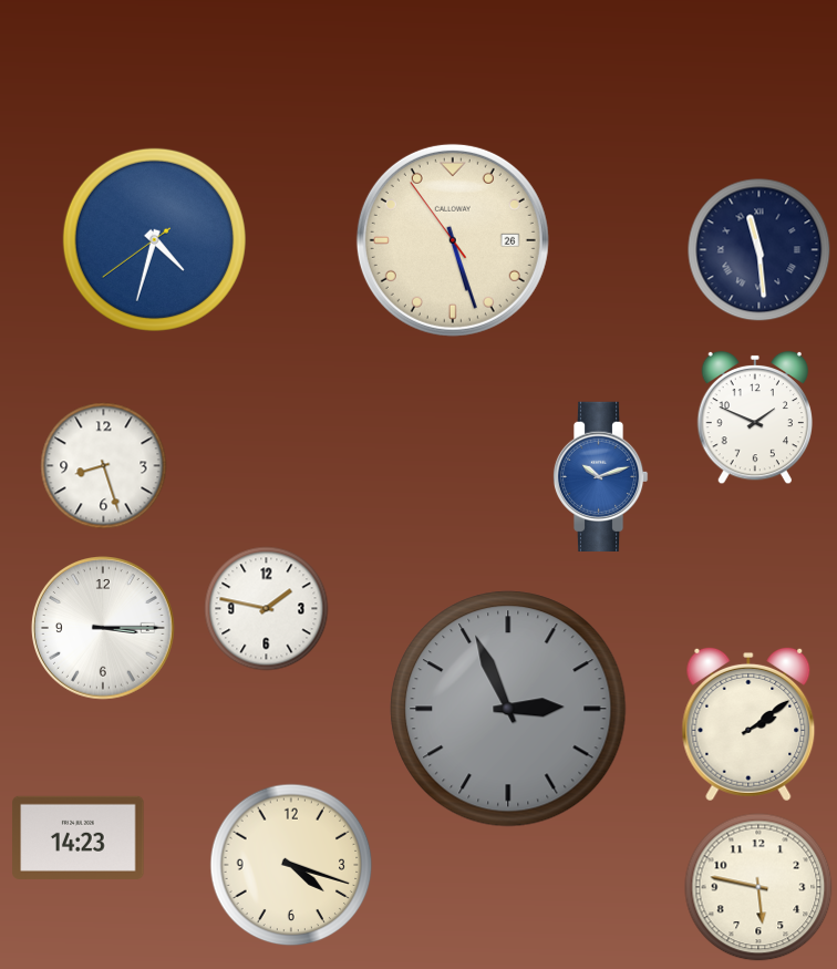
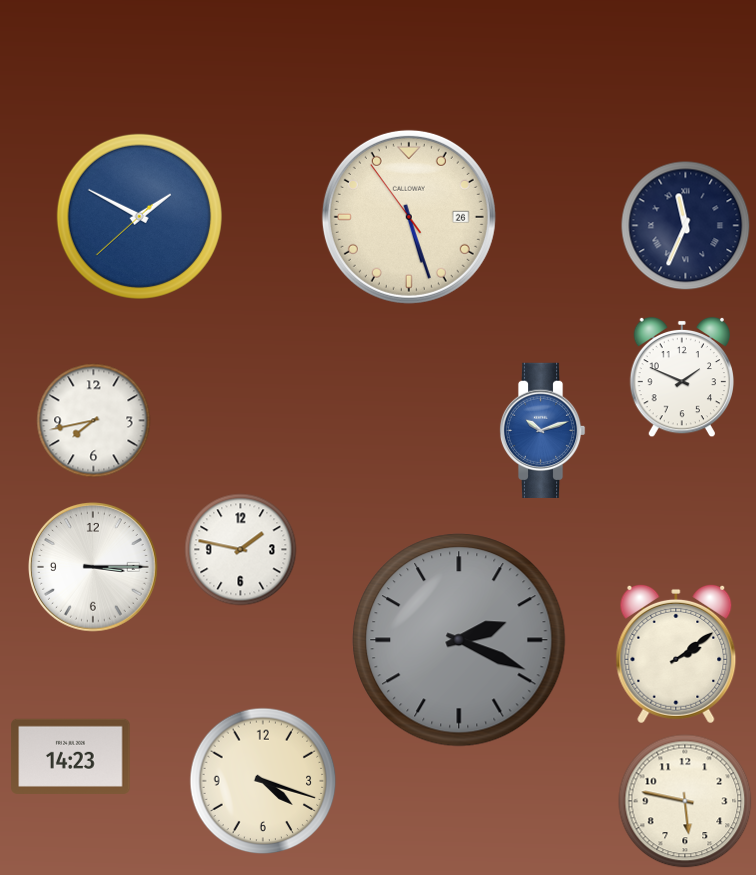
clock at (154, 239): 4:32 -> 1:49
clock at (759, 250): 11:29 -> 11:34
clock at (104, 466): 8:27 -> 7:43
clock at (508, 709): 2:56 -> 2:19
